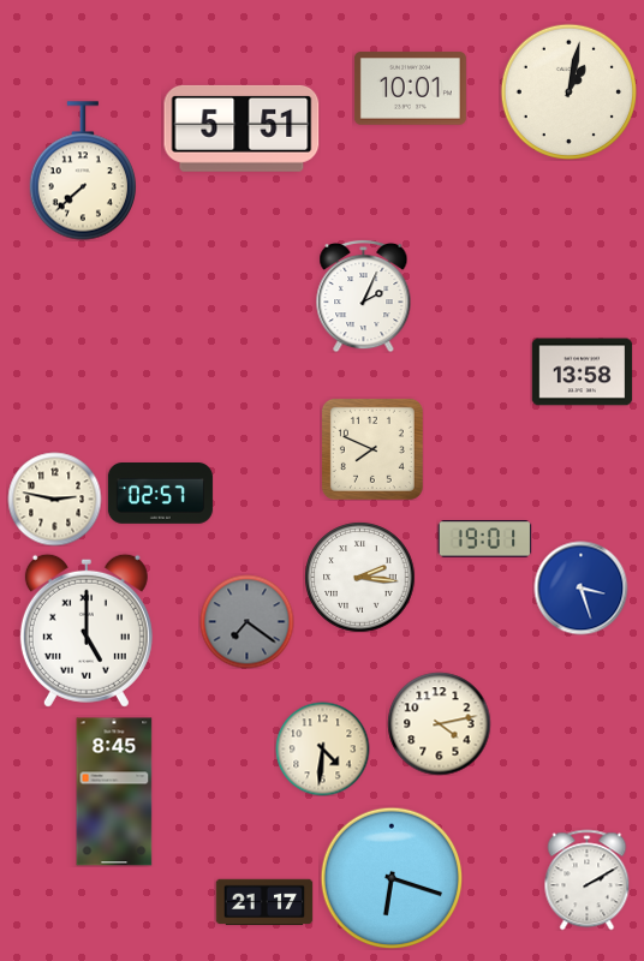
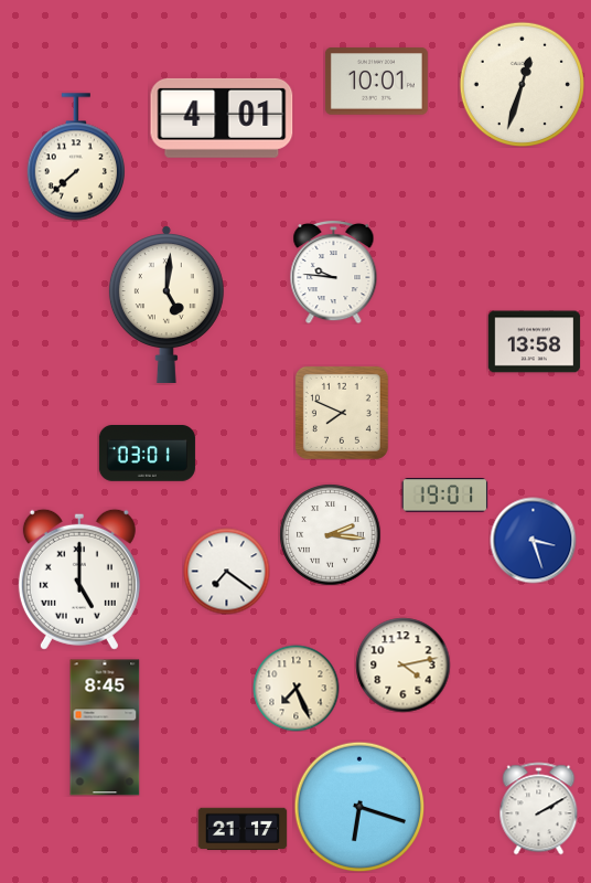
clock at (568, 91): 1:02 -> 12:33
clock at (241, 129): 5:51 -> 4:01
clock at (364, 296): 2:04 -> 9:46
clock at (166, 305): none -> 5:01
clock at (160, 494): 02:57 -> 03:01
clock at (54, 499): 2:47 -> none
clock at (359, 577) position: (359, 577) -> (330, 534)
clock at (246, 621) dial: grey -> white
clock at (322, 748): 4:31 -> 7:26
